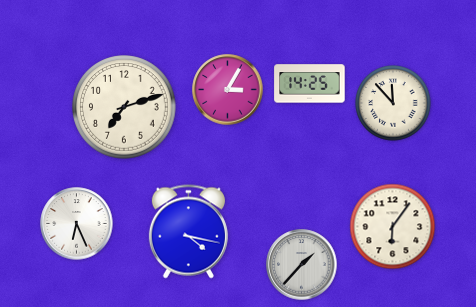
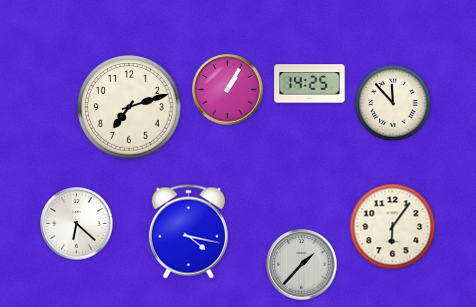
clock at (228, 90): 3:05 -> 1:05
clock at (124, 107) position: (124, 107) -> (129, 107)
clock at (77, 224): 6:26 -> 6:22
